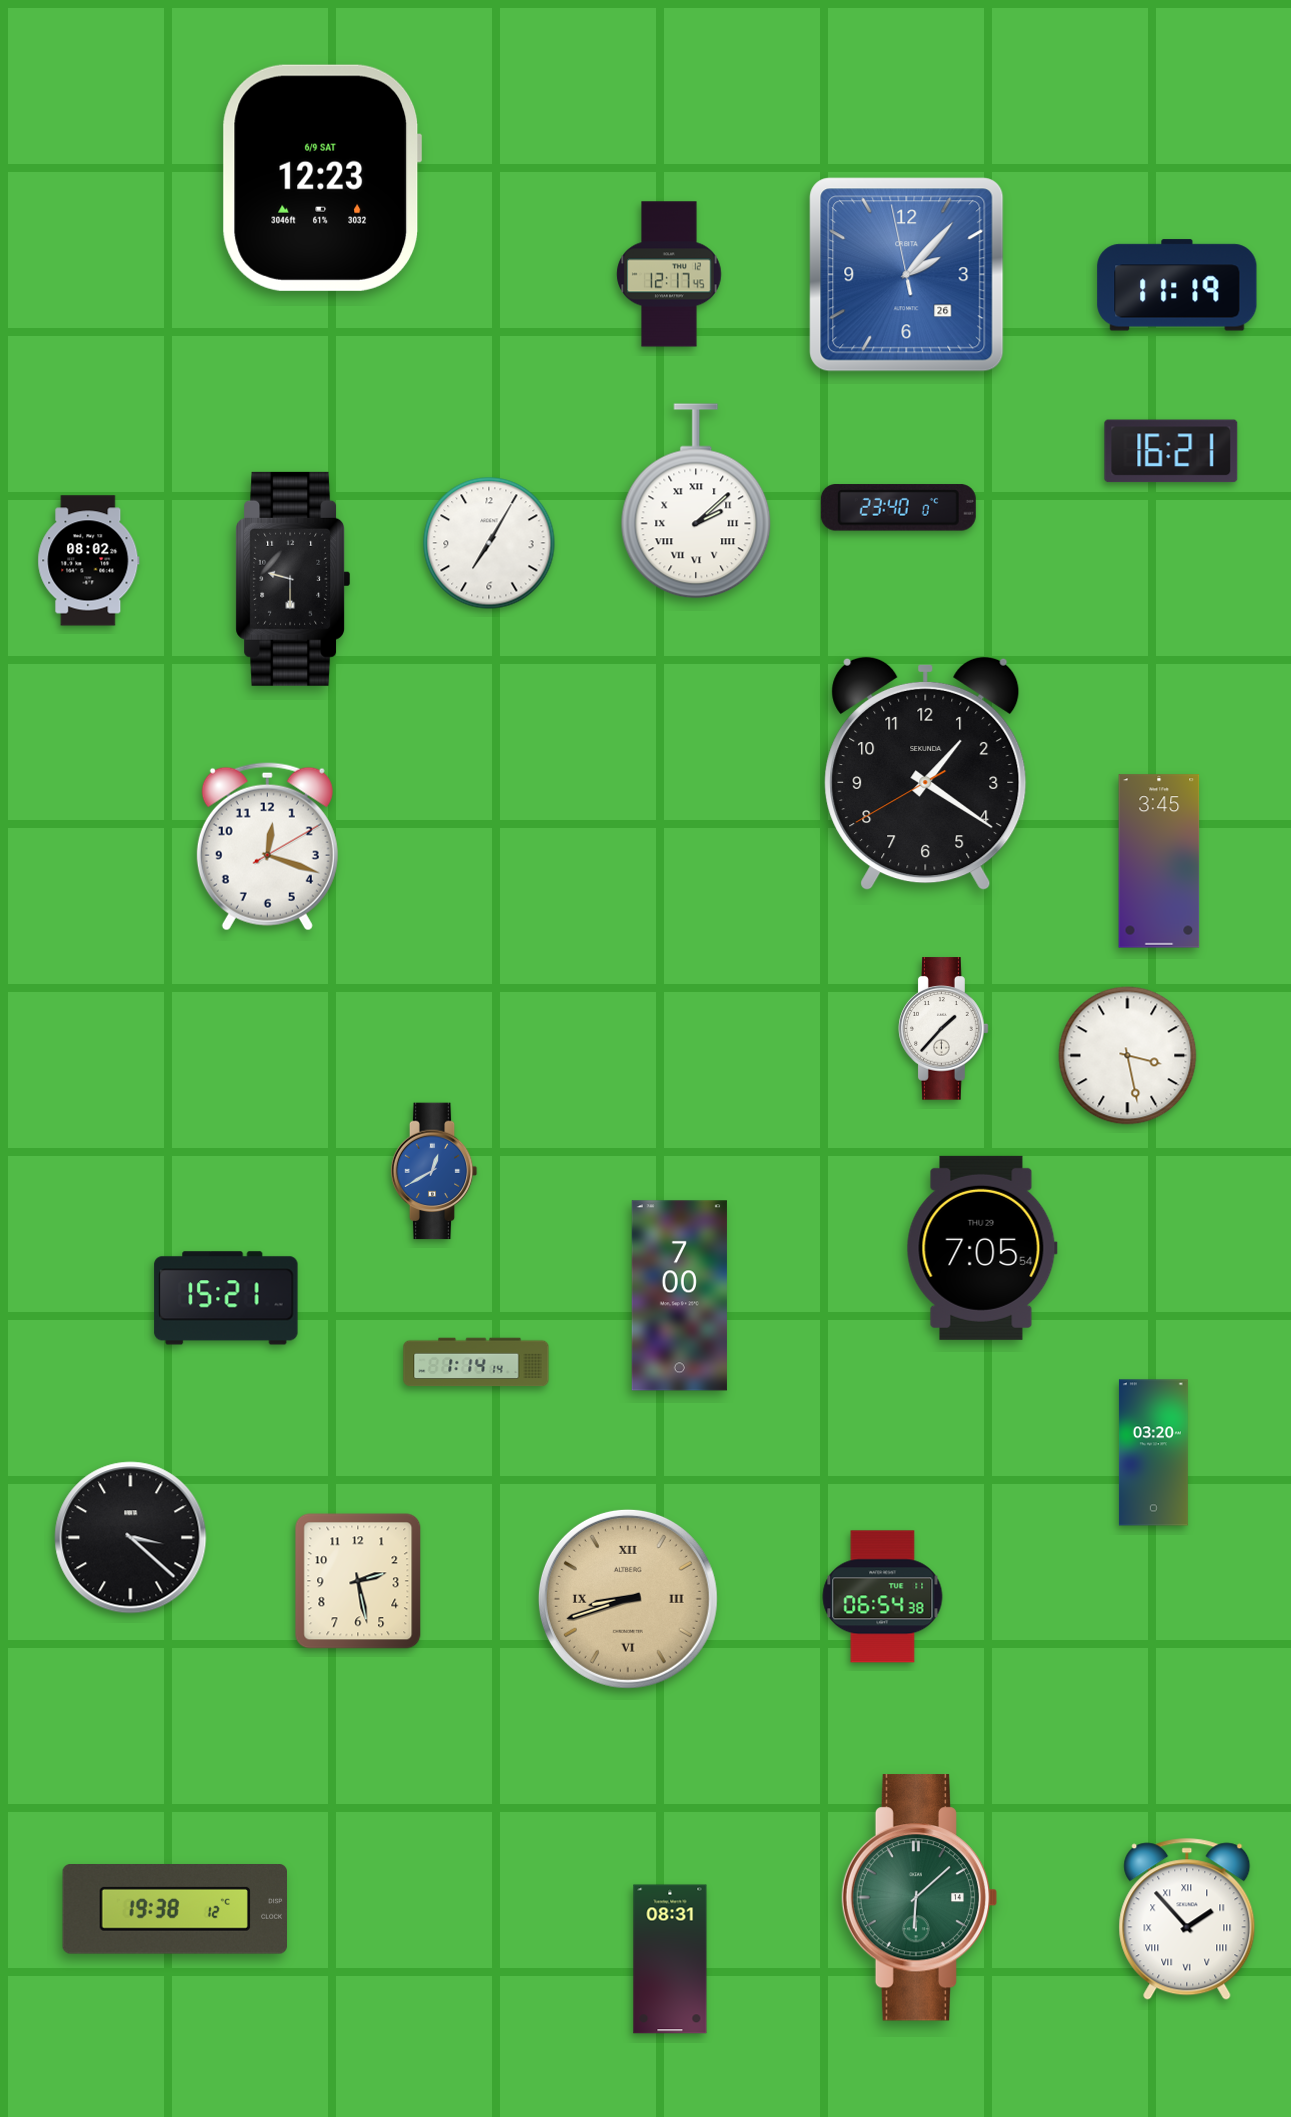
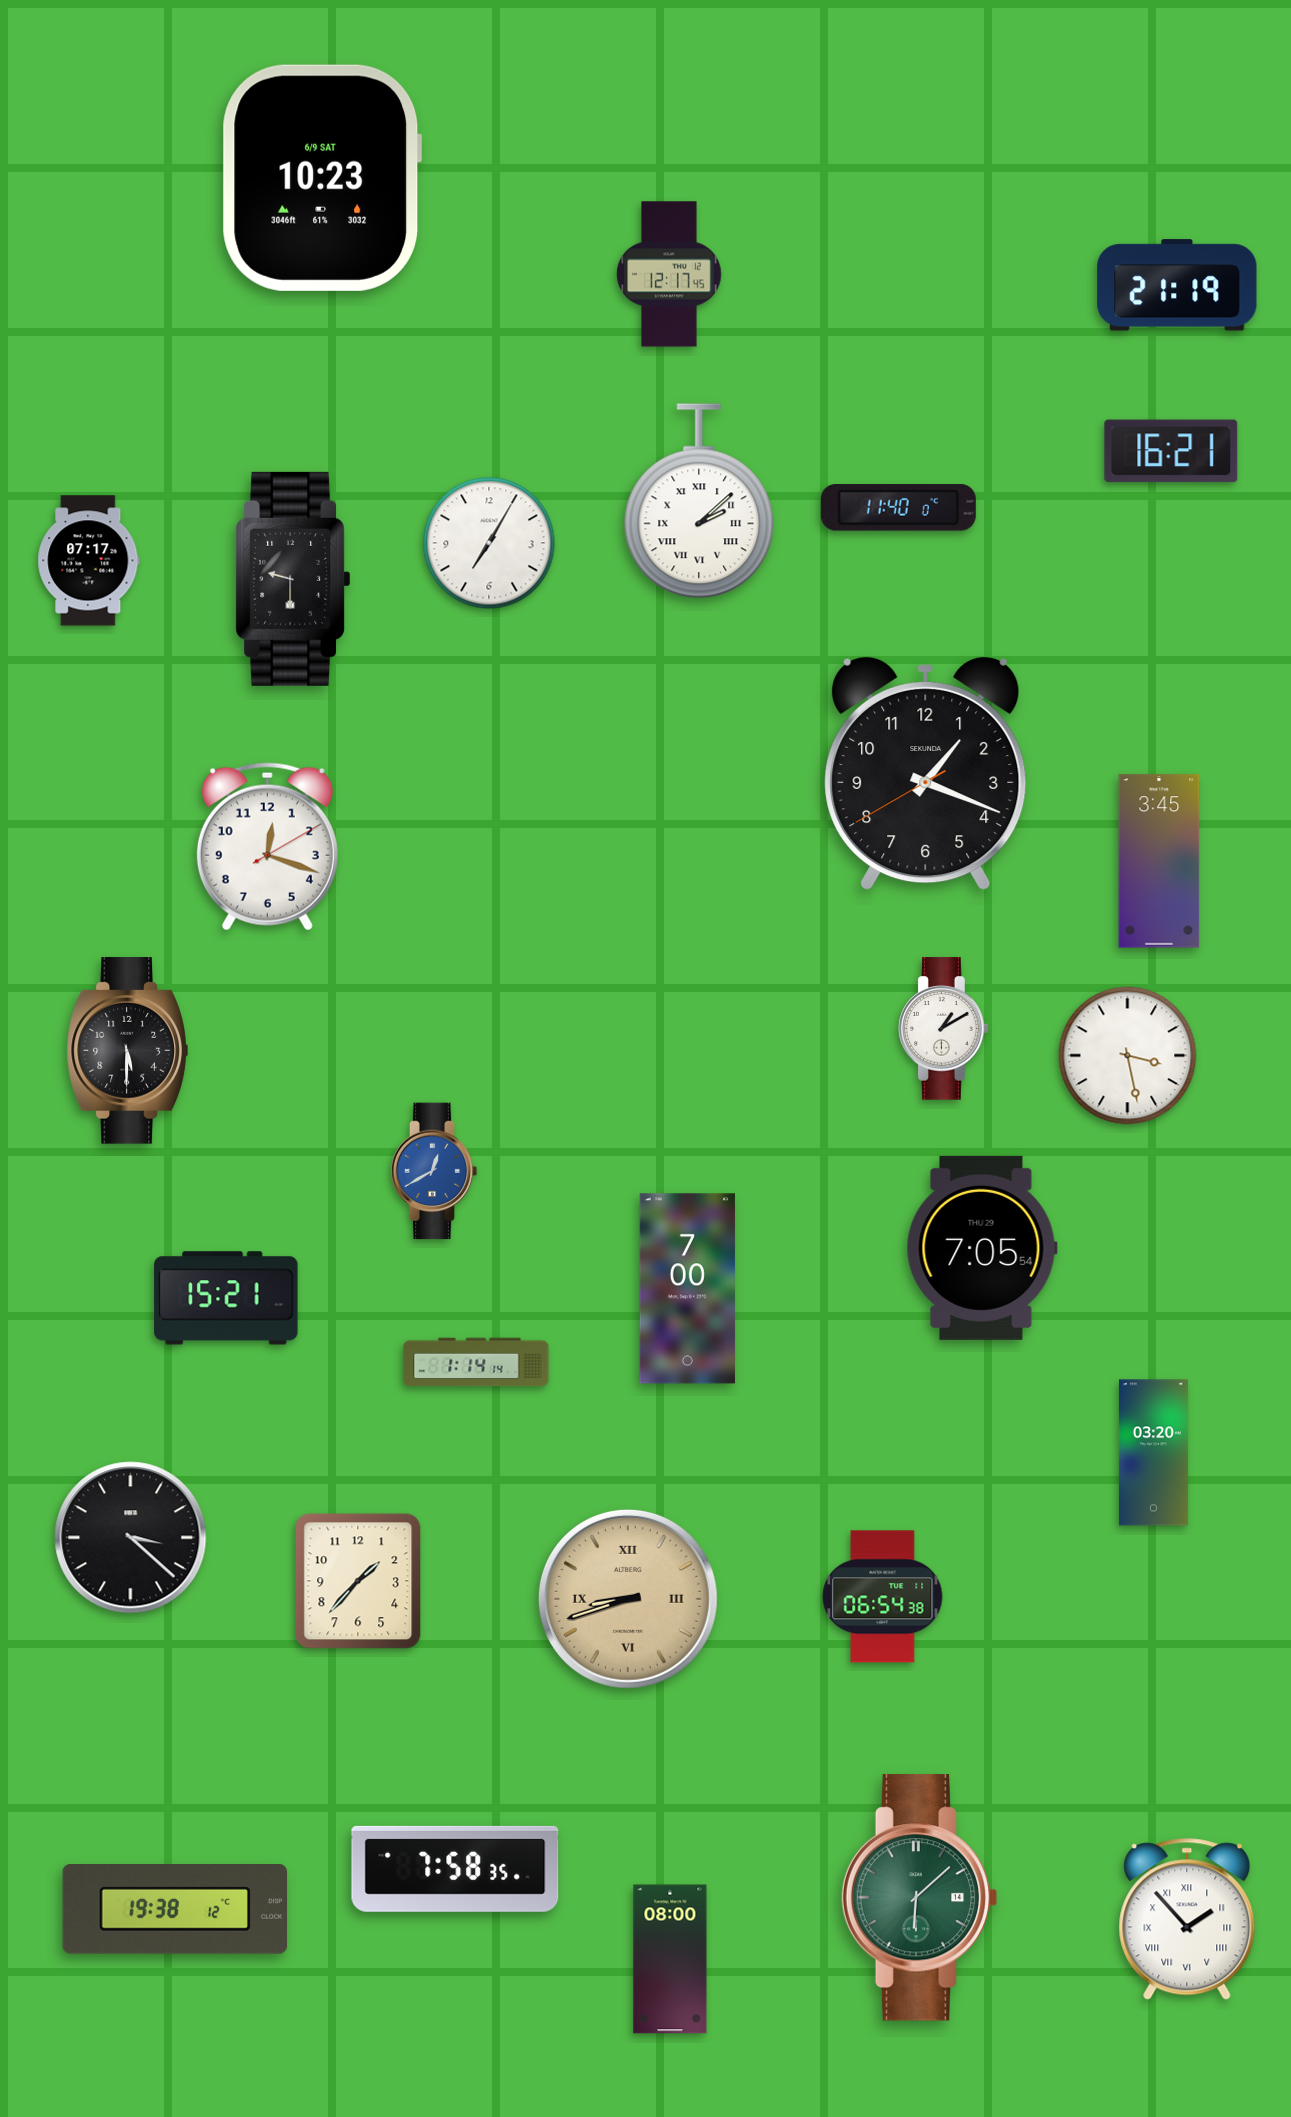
clock at (321, 178): 12:23 -> 10:23
clock at (907, 275): 2:06 -> none
clock at (1177, 285): 11:19 -> 21:19
clock at (696, 501) position: (696, 501) -> (699, 501)
clock at (898, 508): 23:40 -> 11:40
clock at (89, 561): 08:02 -> 07:17
clock at (926, 774): 1:20 -> 1:18
clock at (944, 1029): 1:37 -> 1:10
clock at (127, 1051): none -> 5:30
clock at (679, 1296) position: (679, 1296) -> (687, 1289)
clock at (358, 1581): 2:28 -> 1:37
clock at (455, 1869): none -> 7:58
clock at (670, 1959): 08:31 -> 08:00
